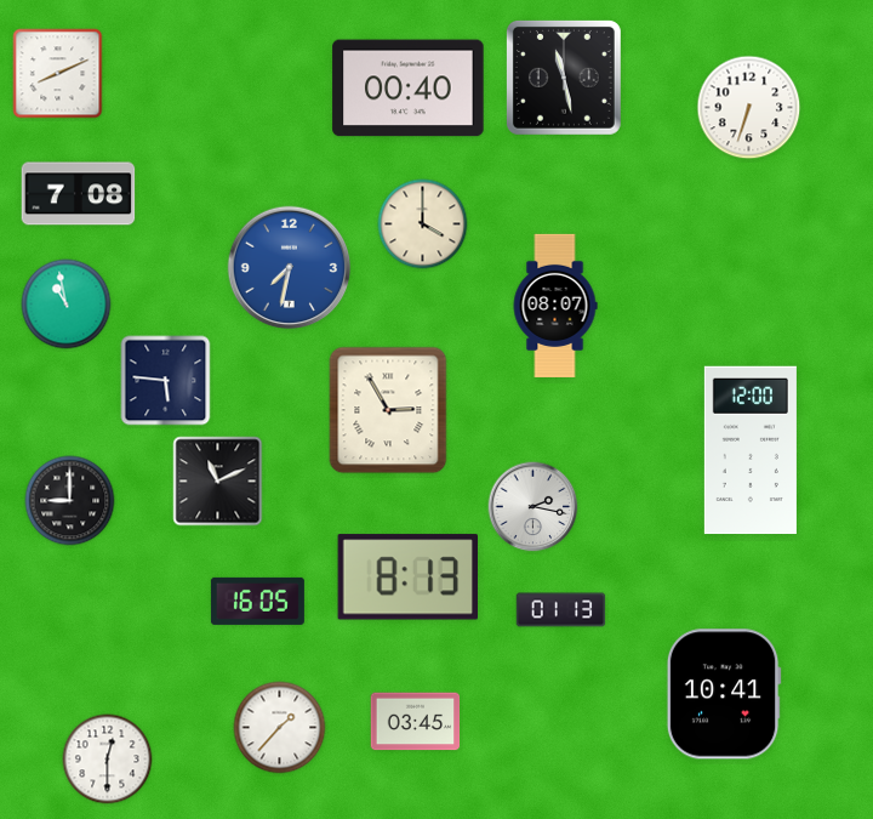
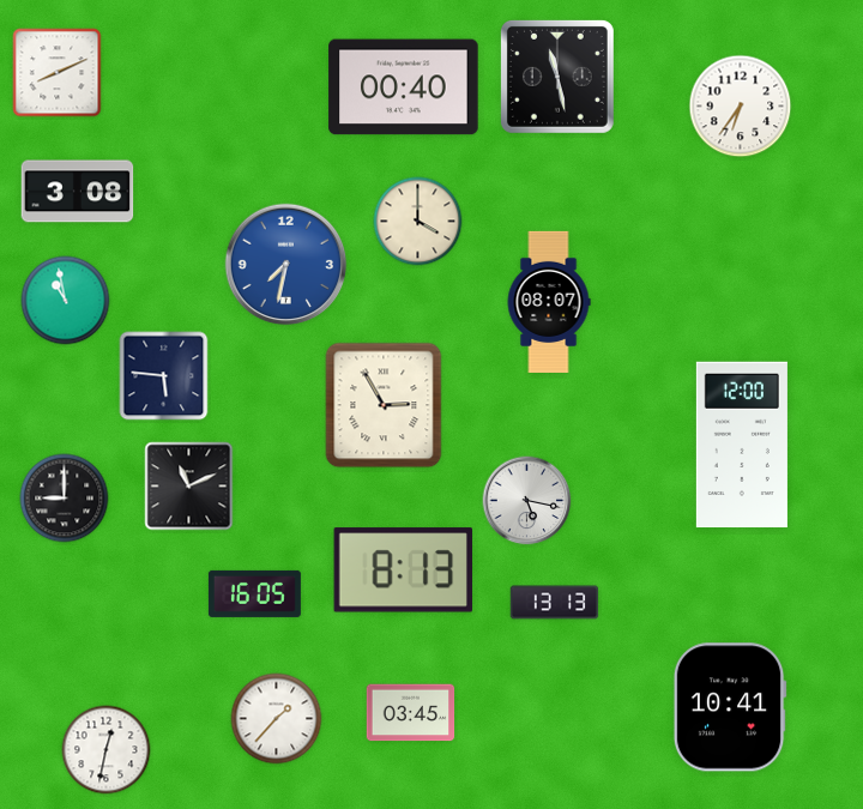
clock at (749, 108): 6:33 -> 6:36
clock at (79, 194): 7:08 -> 3:08
clock at (218, 482) position: (218, 482) -> (189, 487)
clock at (70, 501) position: (70, 501) -> (65, 499)
clock at (533, 507): 2:17 -> 5:17
clock at (561, 610): 01:13 -> 13:13
clock at (724, 694) position: (724, 694) -> (730, 707)
clock at (108, 760): 12:30 -> 12:32
